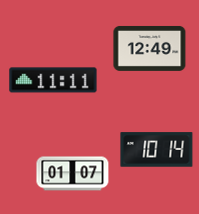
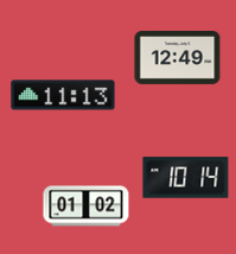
clock at (53, 80): 11:11 -> 11:13
clock at (73, 174): 01:07 -> 01:02
